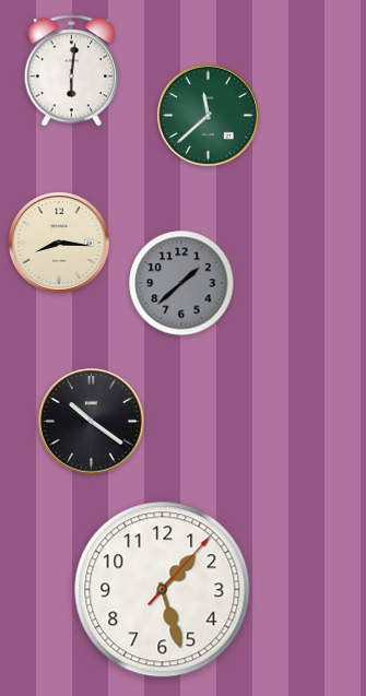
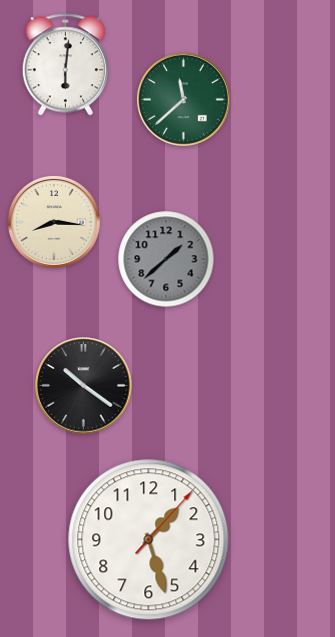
clock at (208, 115) position: (208, 115) -> (183, 99)
